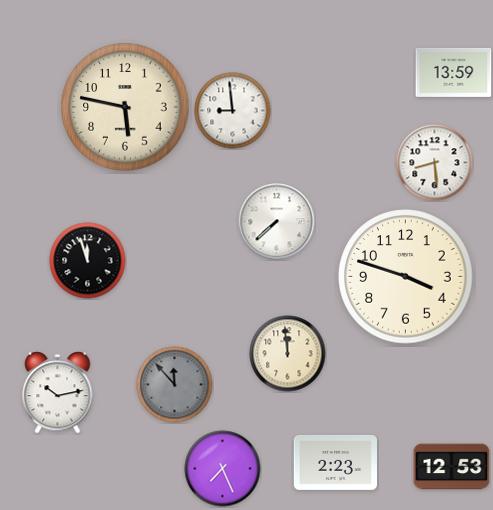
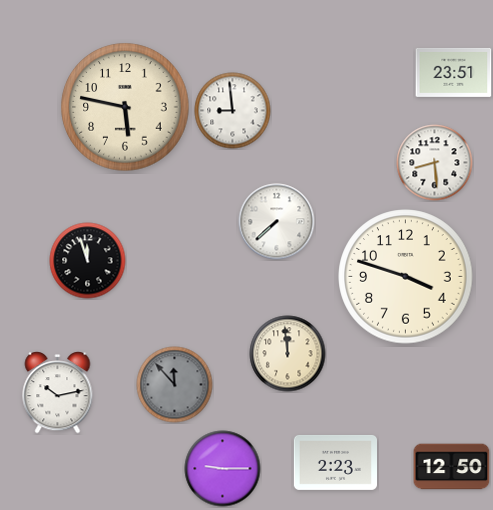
clock at (454, 72): 13:59 -> 23:51
clock at (452, 467): 12:53 -> 12:50
clock at (223, 469): 7:26 -> 9:15
